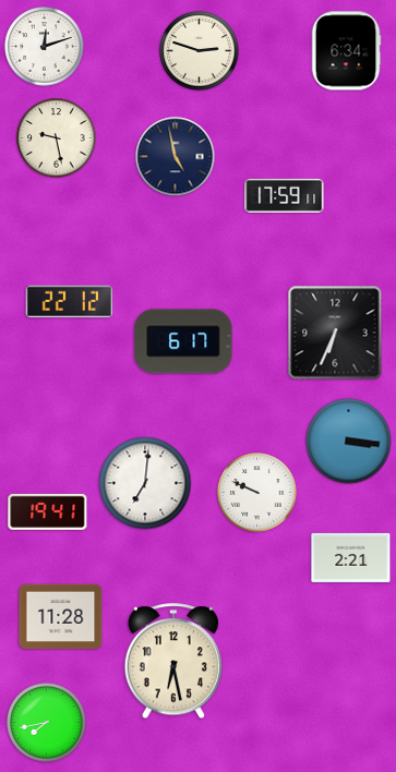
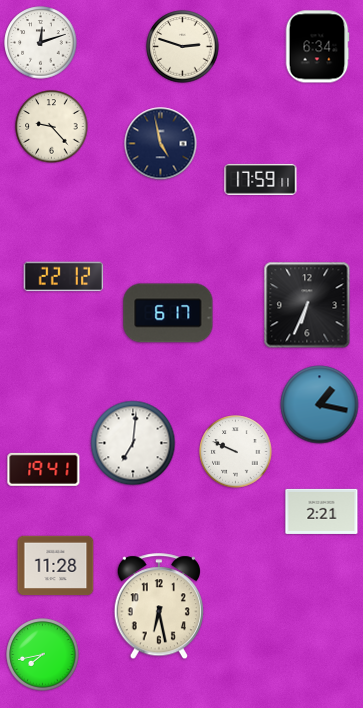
clock at (57, 138): 9:28 -> 9:23
clock at (349, 442): 3:16 -> 1:17
clock at (47, 723) position: (47, 723) -> (43, 655)
